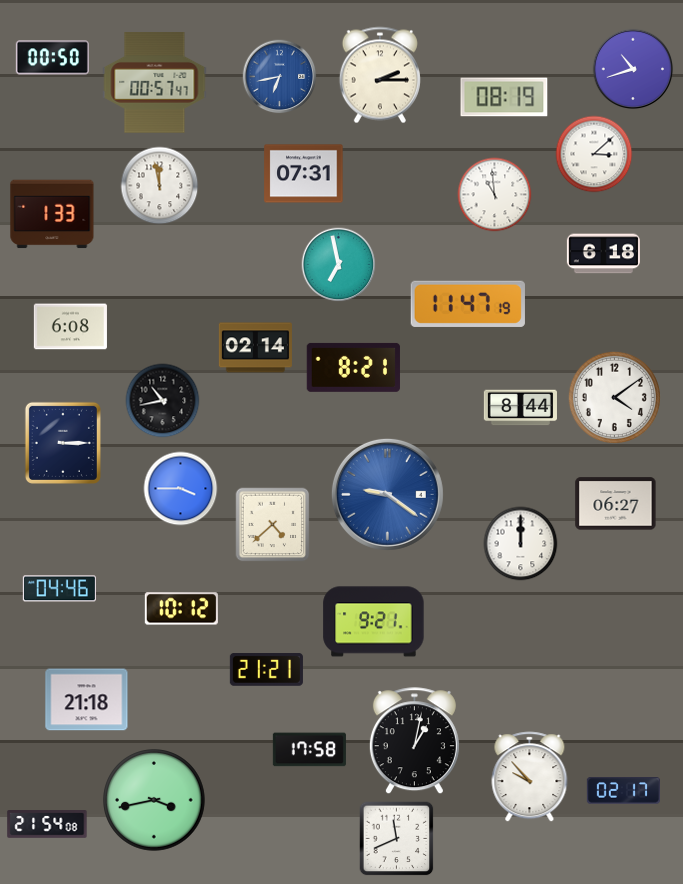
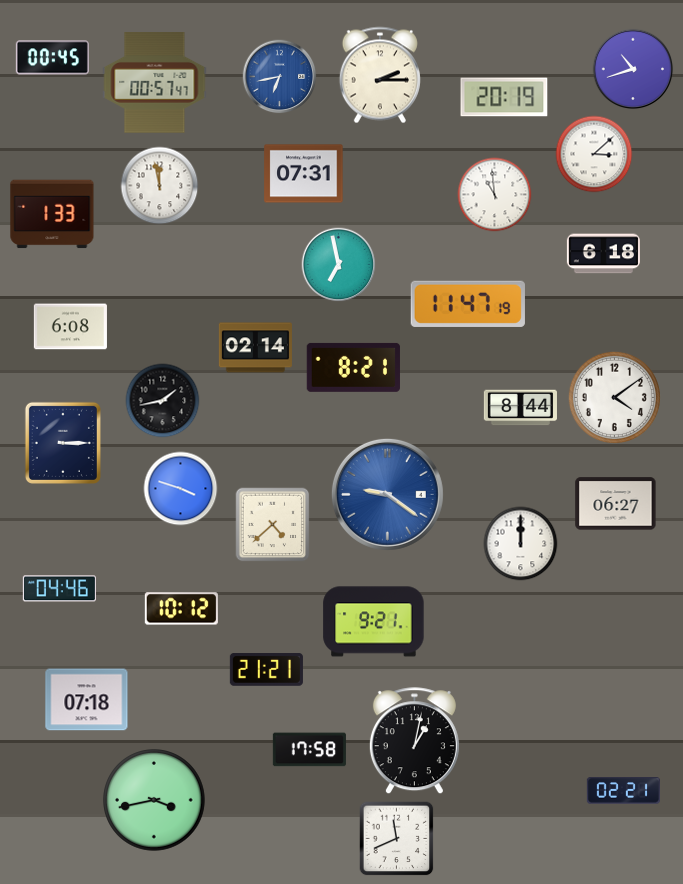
clock at (52, 58): 00:50 -> 00:45
clock at (504, 97): 08:19 -> 20:19
clock at (163, 401): 10:43 -> 1:43
clock at (181, 489): 3:45 -> 3:48
clock at (87, 700): 21:18 -> 07:18
clock at (530, 777): 9:53 -> none
clock at (623, 791): 02:17 -> 02:21
clock at (47, 824): 21:54 -> none
